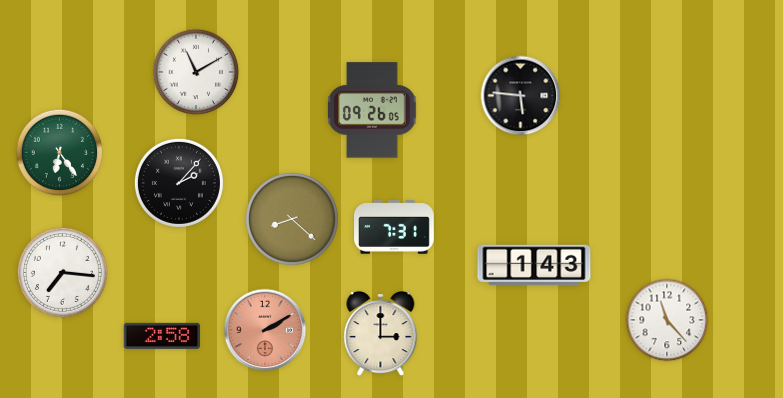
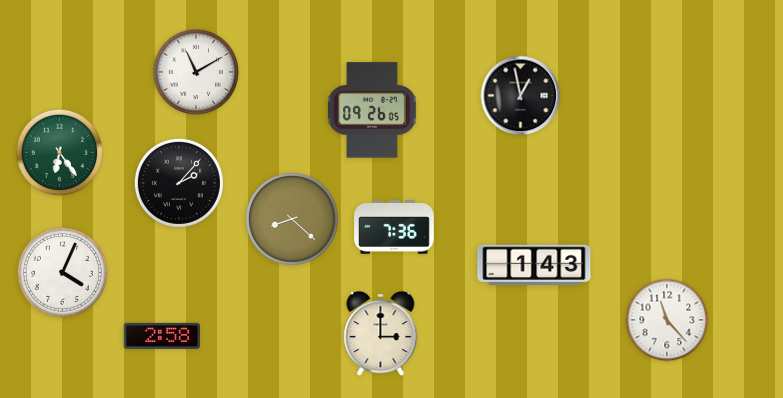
clock at (521, 96): 5:46 -> 12:58
clock at (394, 227): 7:31 -> 7:36
clock at (62, 272): 7:16 -> 4:04
clock at (265, 330): 2:10 -> none
